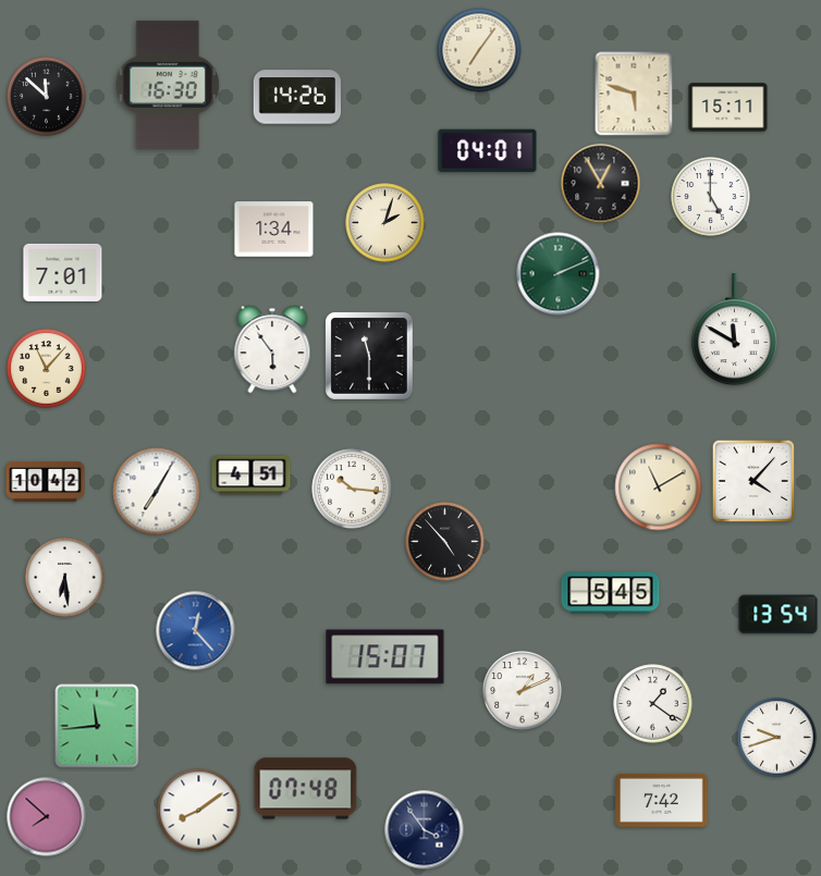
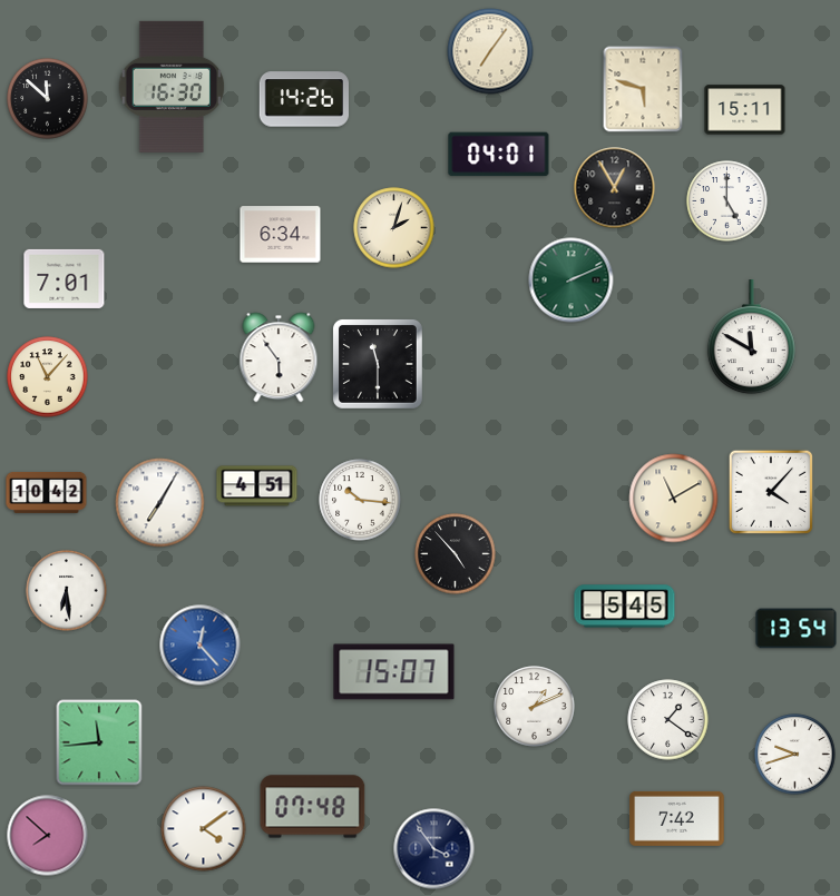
clock at (634, 94) position: (634, 94) -> (643, 89)
clock at (274, 230): 1:34 -> 6:34
clock at (199, 811): 8:09 -> 4:09
